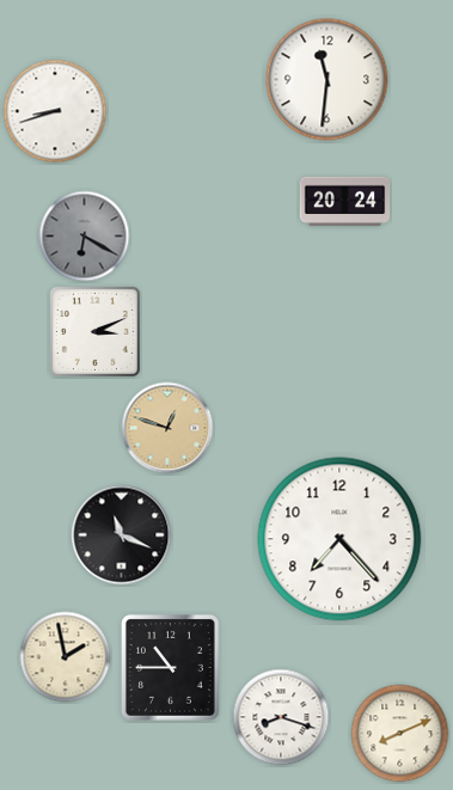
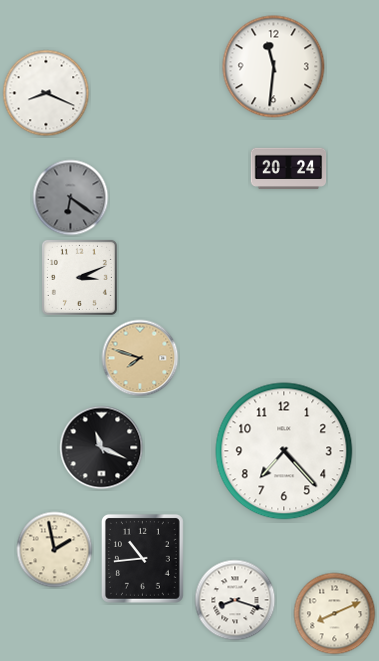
clock at (55, 111): 8:42 -> 8:19
clock at (85, 237): 6:20 -> 6:21
clock at (167, 428): 12:48 -> 7:48
clock at (170, 667): 10:45 -> 10:44
